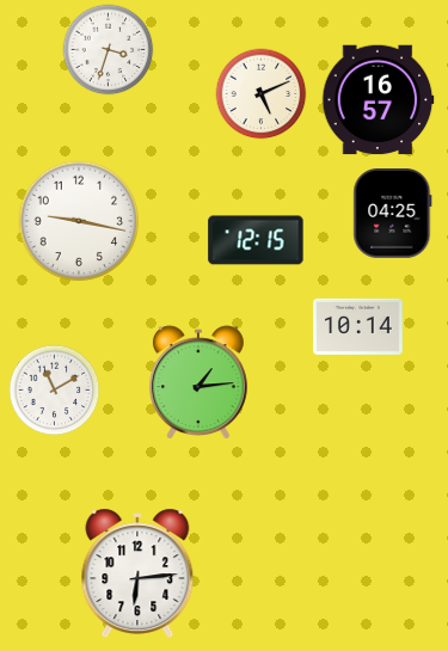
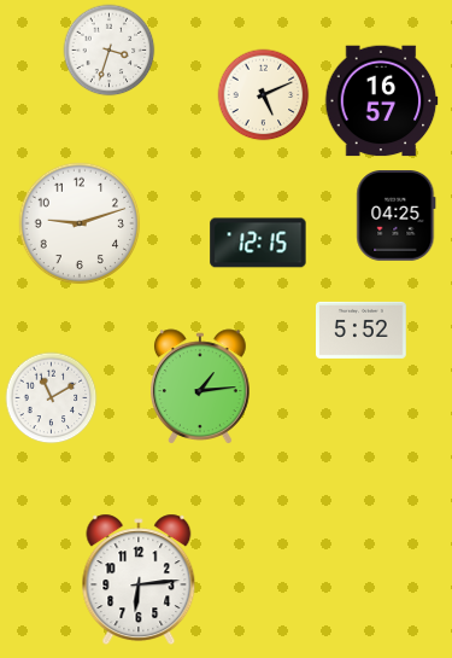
clock at (79, 221): 9:17 -> 9:12
clock at (358, 326): 10:14 -> 5:52
clock at (55, 391) position: (55, 391) -> (52, 398)
